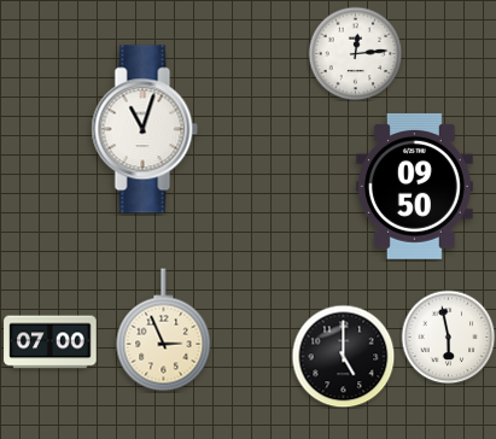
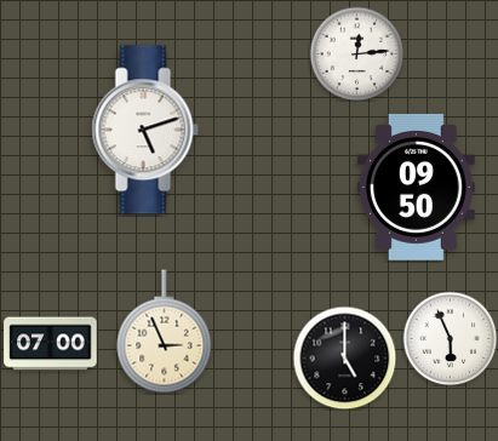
clock at (145, 129): 11:03 -> 5:12
clock at (448, 336): 5:58 -> 5:56
